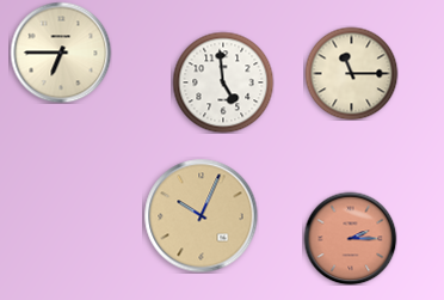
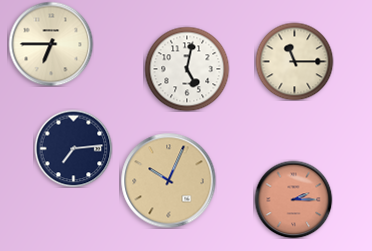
clock at (223, 82): 4:59 -> 5:02
clock at (73, 148): none -> 7:14
